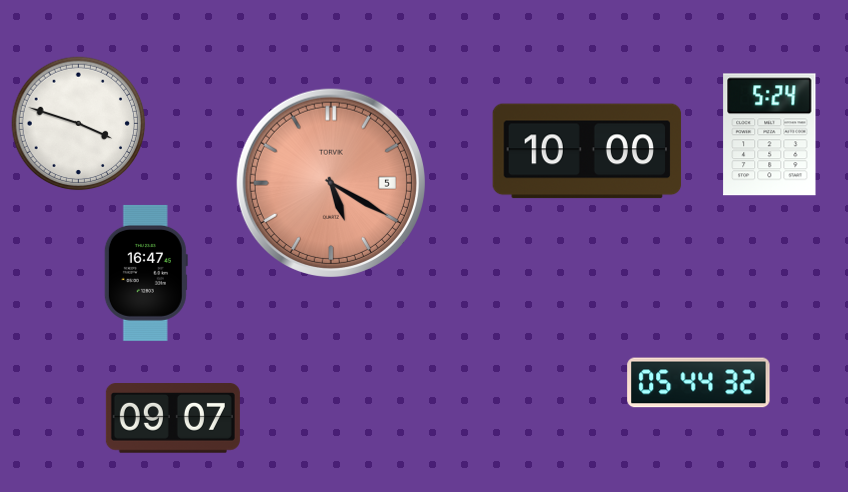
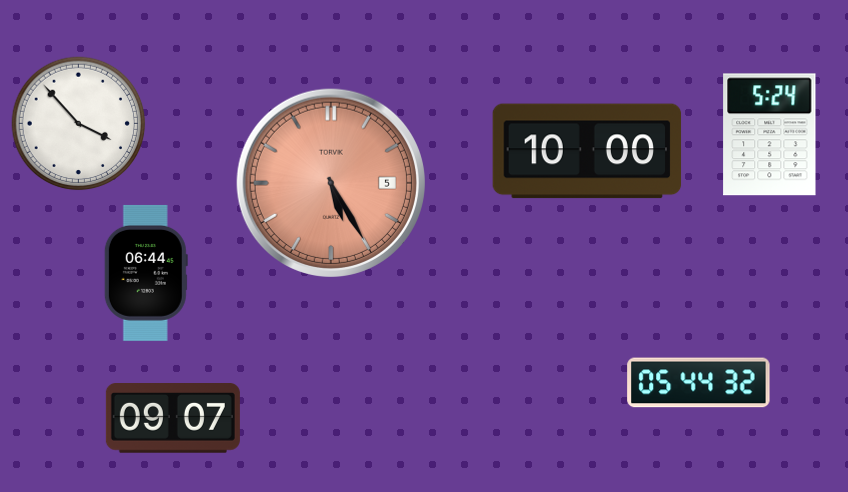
clock at (79, 124): 3:48 -> 3:53
clock at (331, 183): 5:20 -> 5:25
clock at (146, 273): 16:47 -> 06:44
